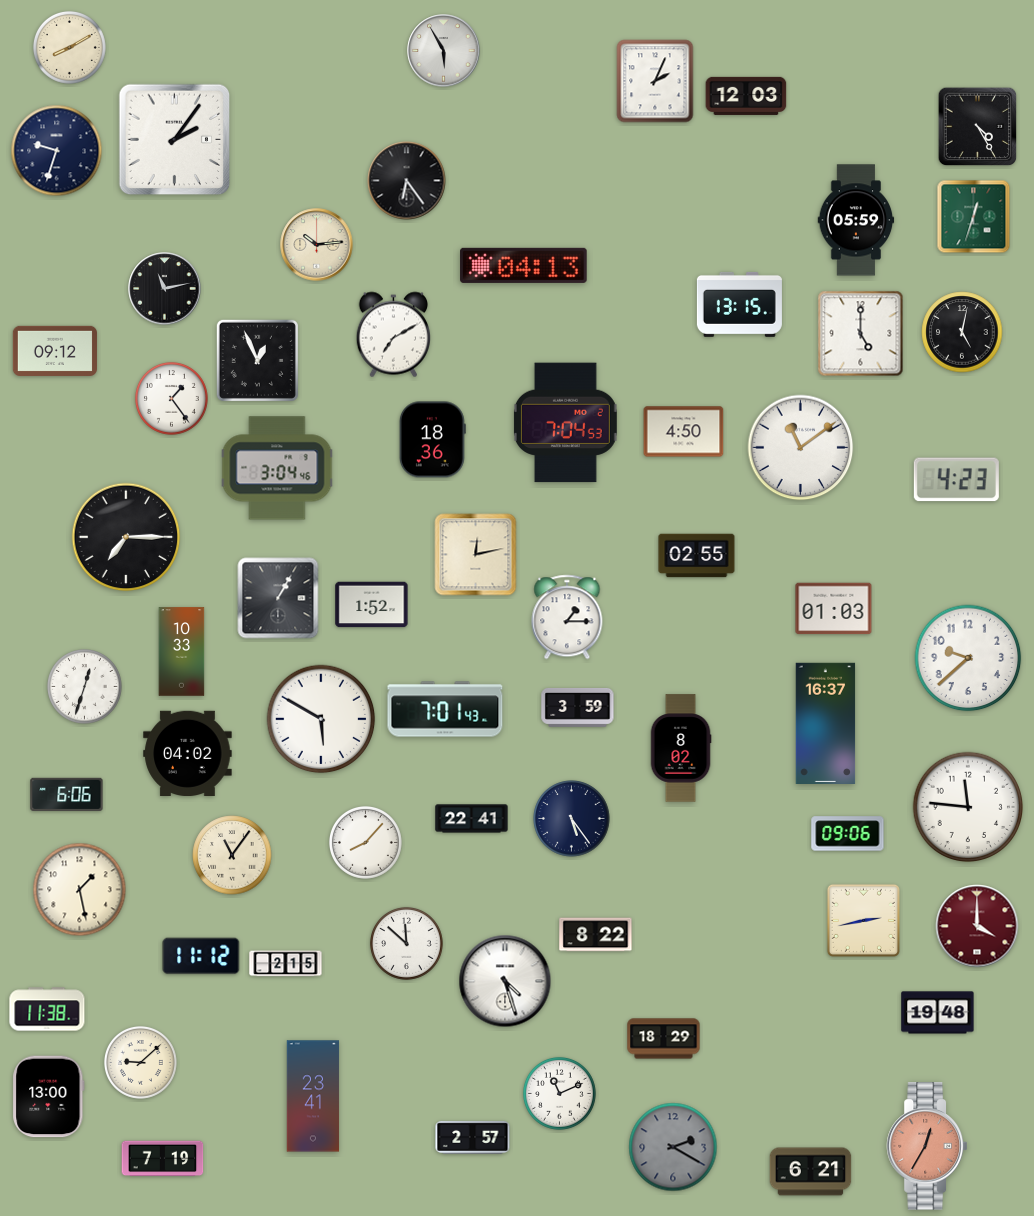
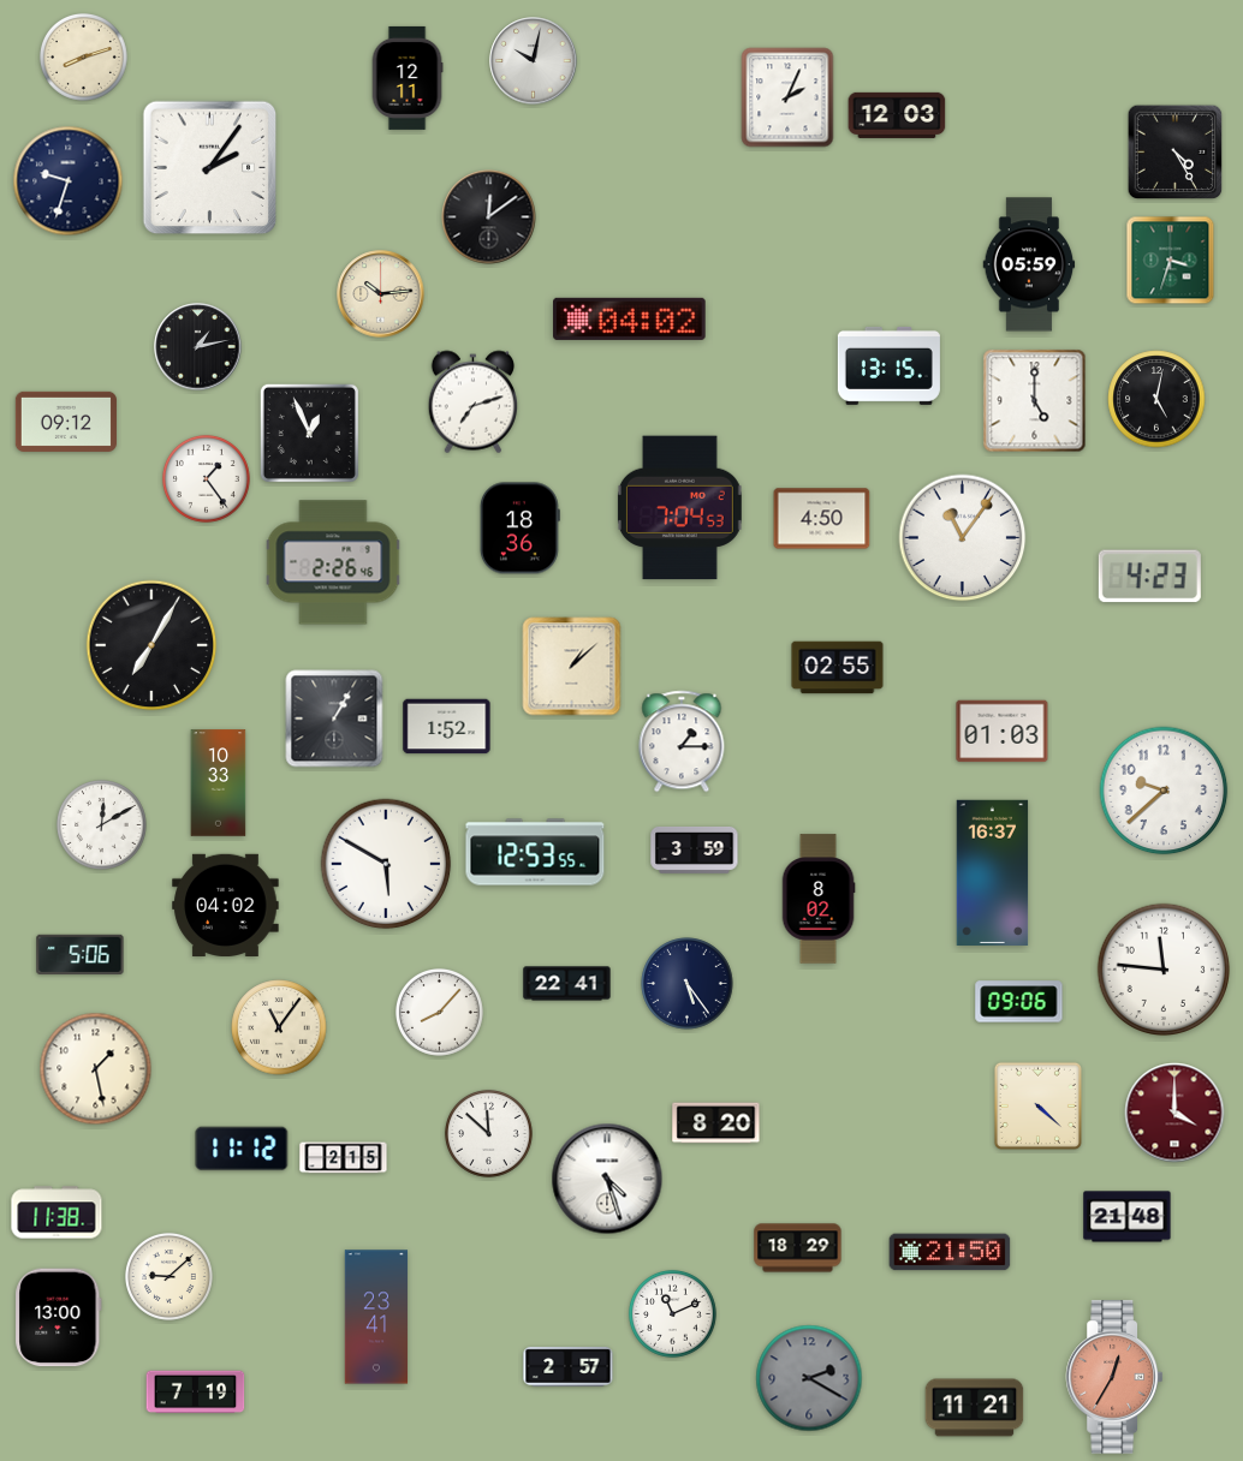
clock at (70, 47): 8:10 -> 8:12
clock at (444, 51): 5:55 -> 10:02
clock at (408, 78): none -> 12:11
clock at (407, 181): 6:24 -> 12:09
clock at (974, 217): 12:33 -> 3:33
clock at (524, 265): 04:13 -> 04:02
clock at (165, 289): 11:13 -> 1:13
clock at (394, 335): 7:10 -> 7:12
clock at (801, 448): 11:09 -> 11:06
clock at (277, 468): 3:04 -> 2:26
clock at (126, 537): 7:15 -> 7:05
clock at (476, 555): 12:13 -> 1:08
clock at (85, 687): 12:33 -> 12:10
clock at (445, 709): 7:01 -> 12:53
clock at (826, 724) position: (826, 724) -> (993, 873)
clock at (67, 795): 6:06 -> 5:06
clock at (863, 920): 2:43 -> 4:22
clock at (596, 935): 8:22 -> 8:20
clock at (938, 1013): 19:48 -> 21:48
clock at (950, 1252): none -> 21:50
clock at (811, 1172): 6:21 -> 11:21
